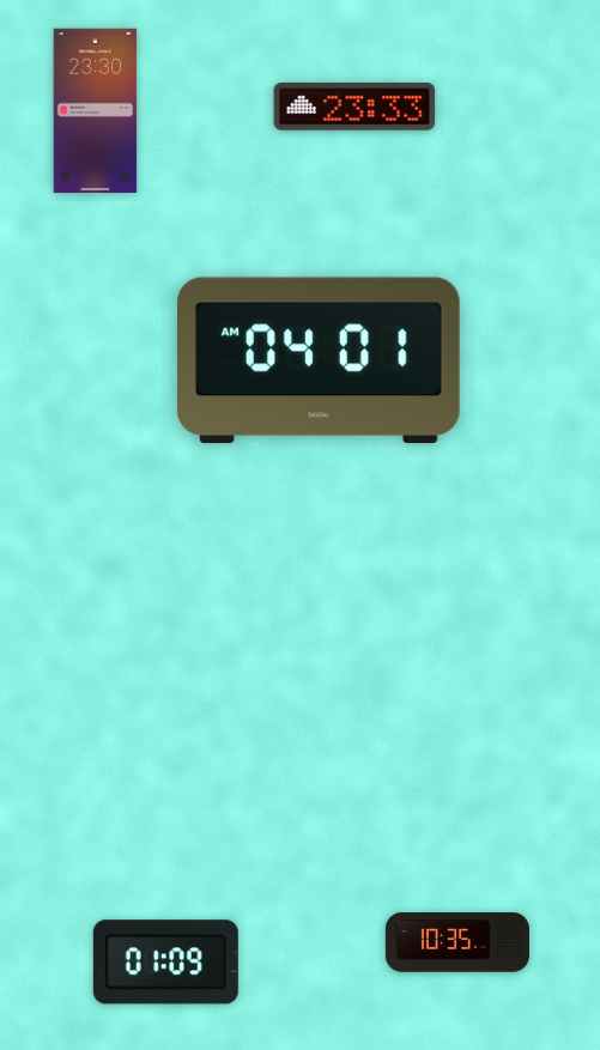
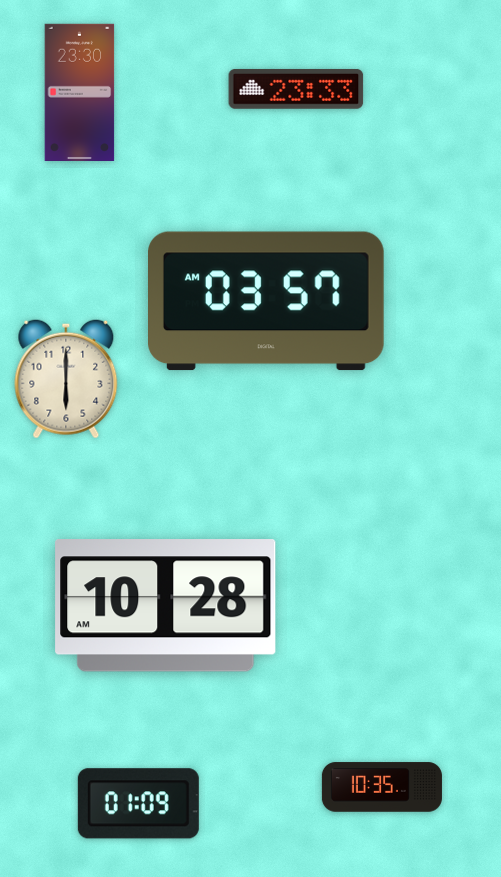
clock at (320, 360): 04:01 -> 03:57
clock at (66, 379): none -> 6:00
clock at (166, 606): none -> 10:28
